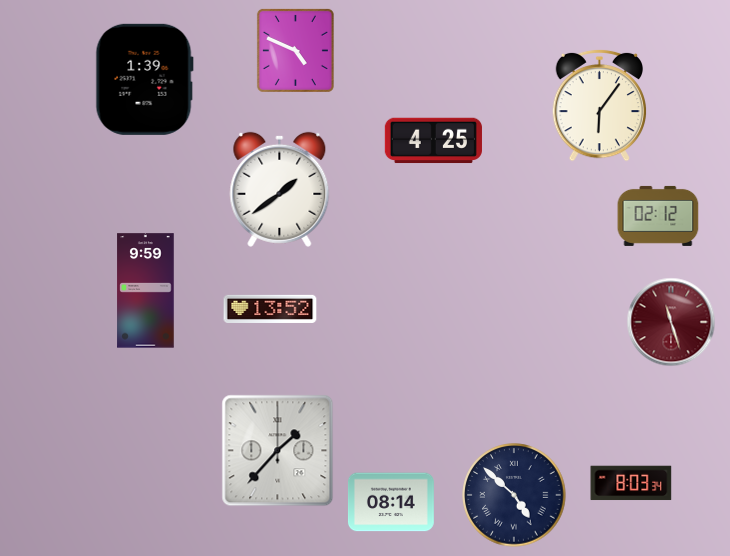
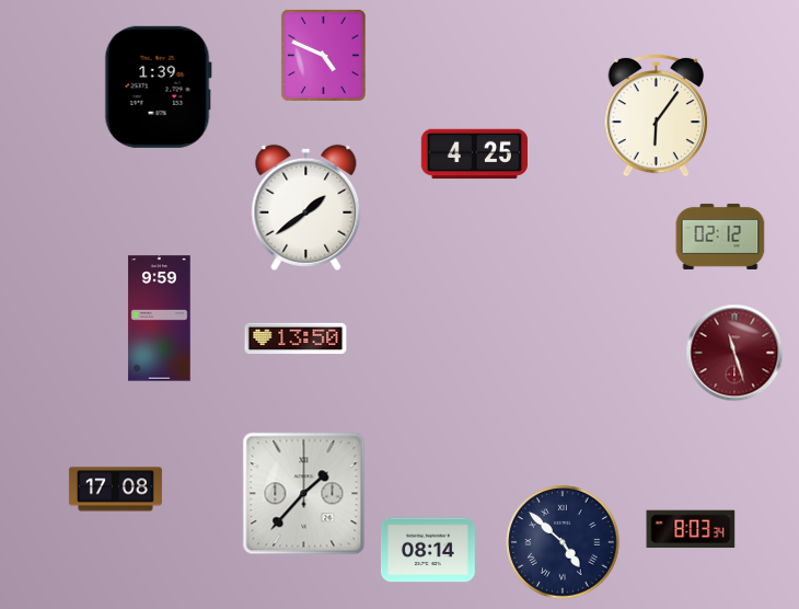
clock at (270, 308): 13:52 -> 13:50
clock at (115, 490): none -> 17:08
